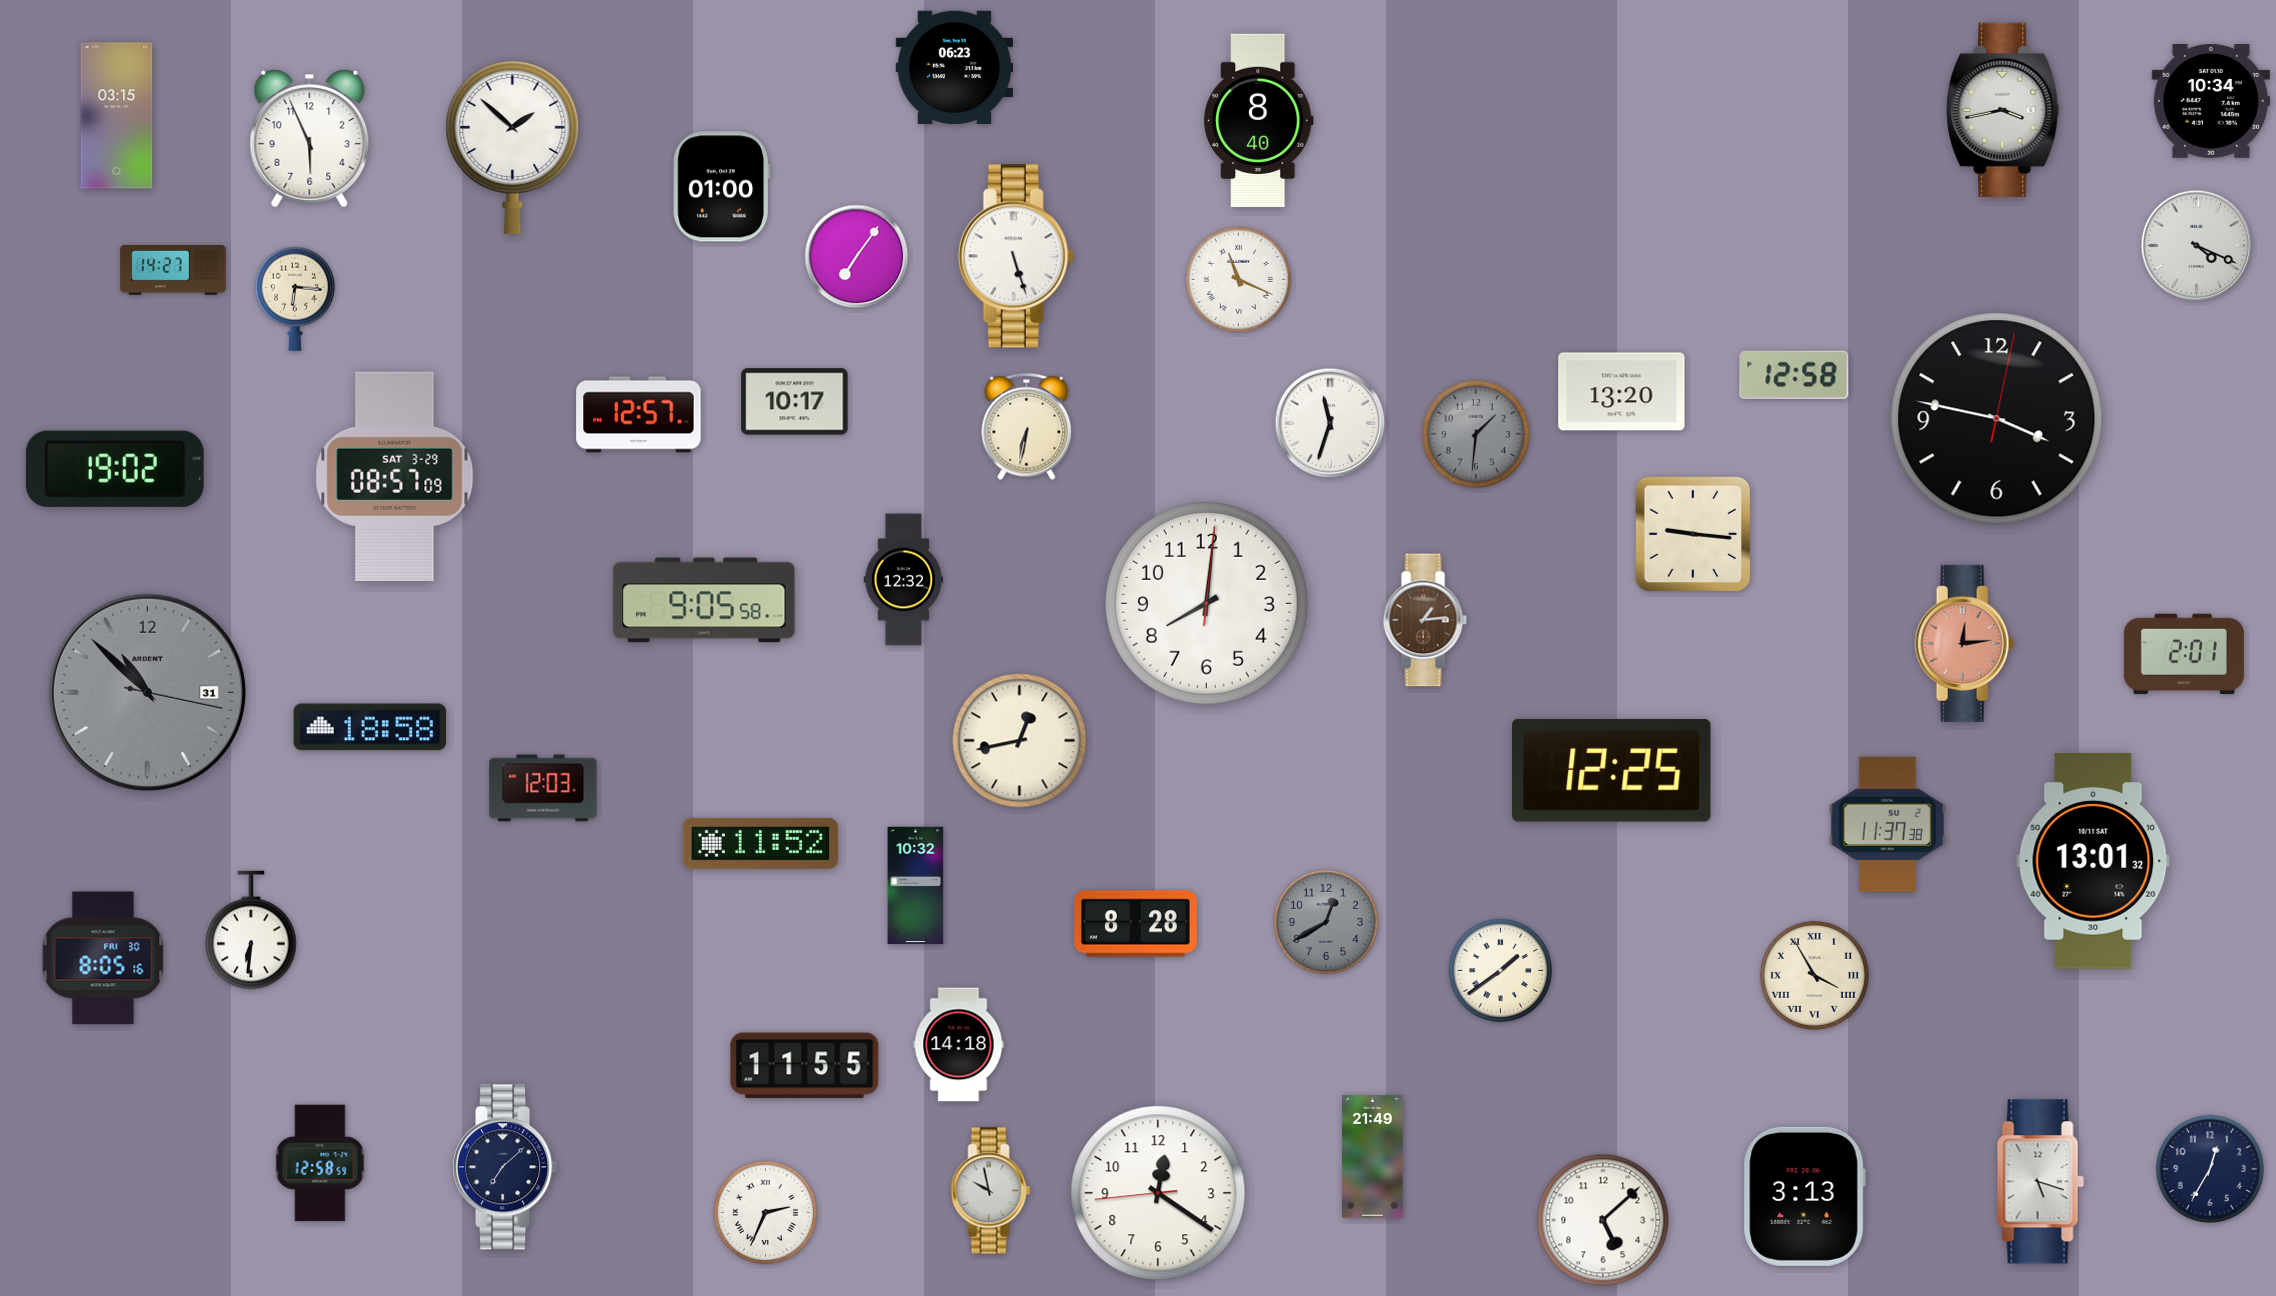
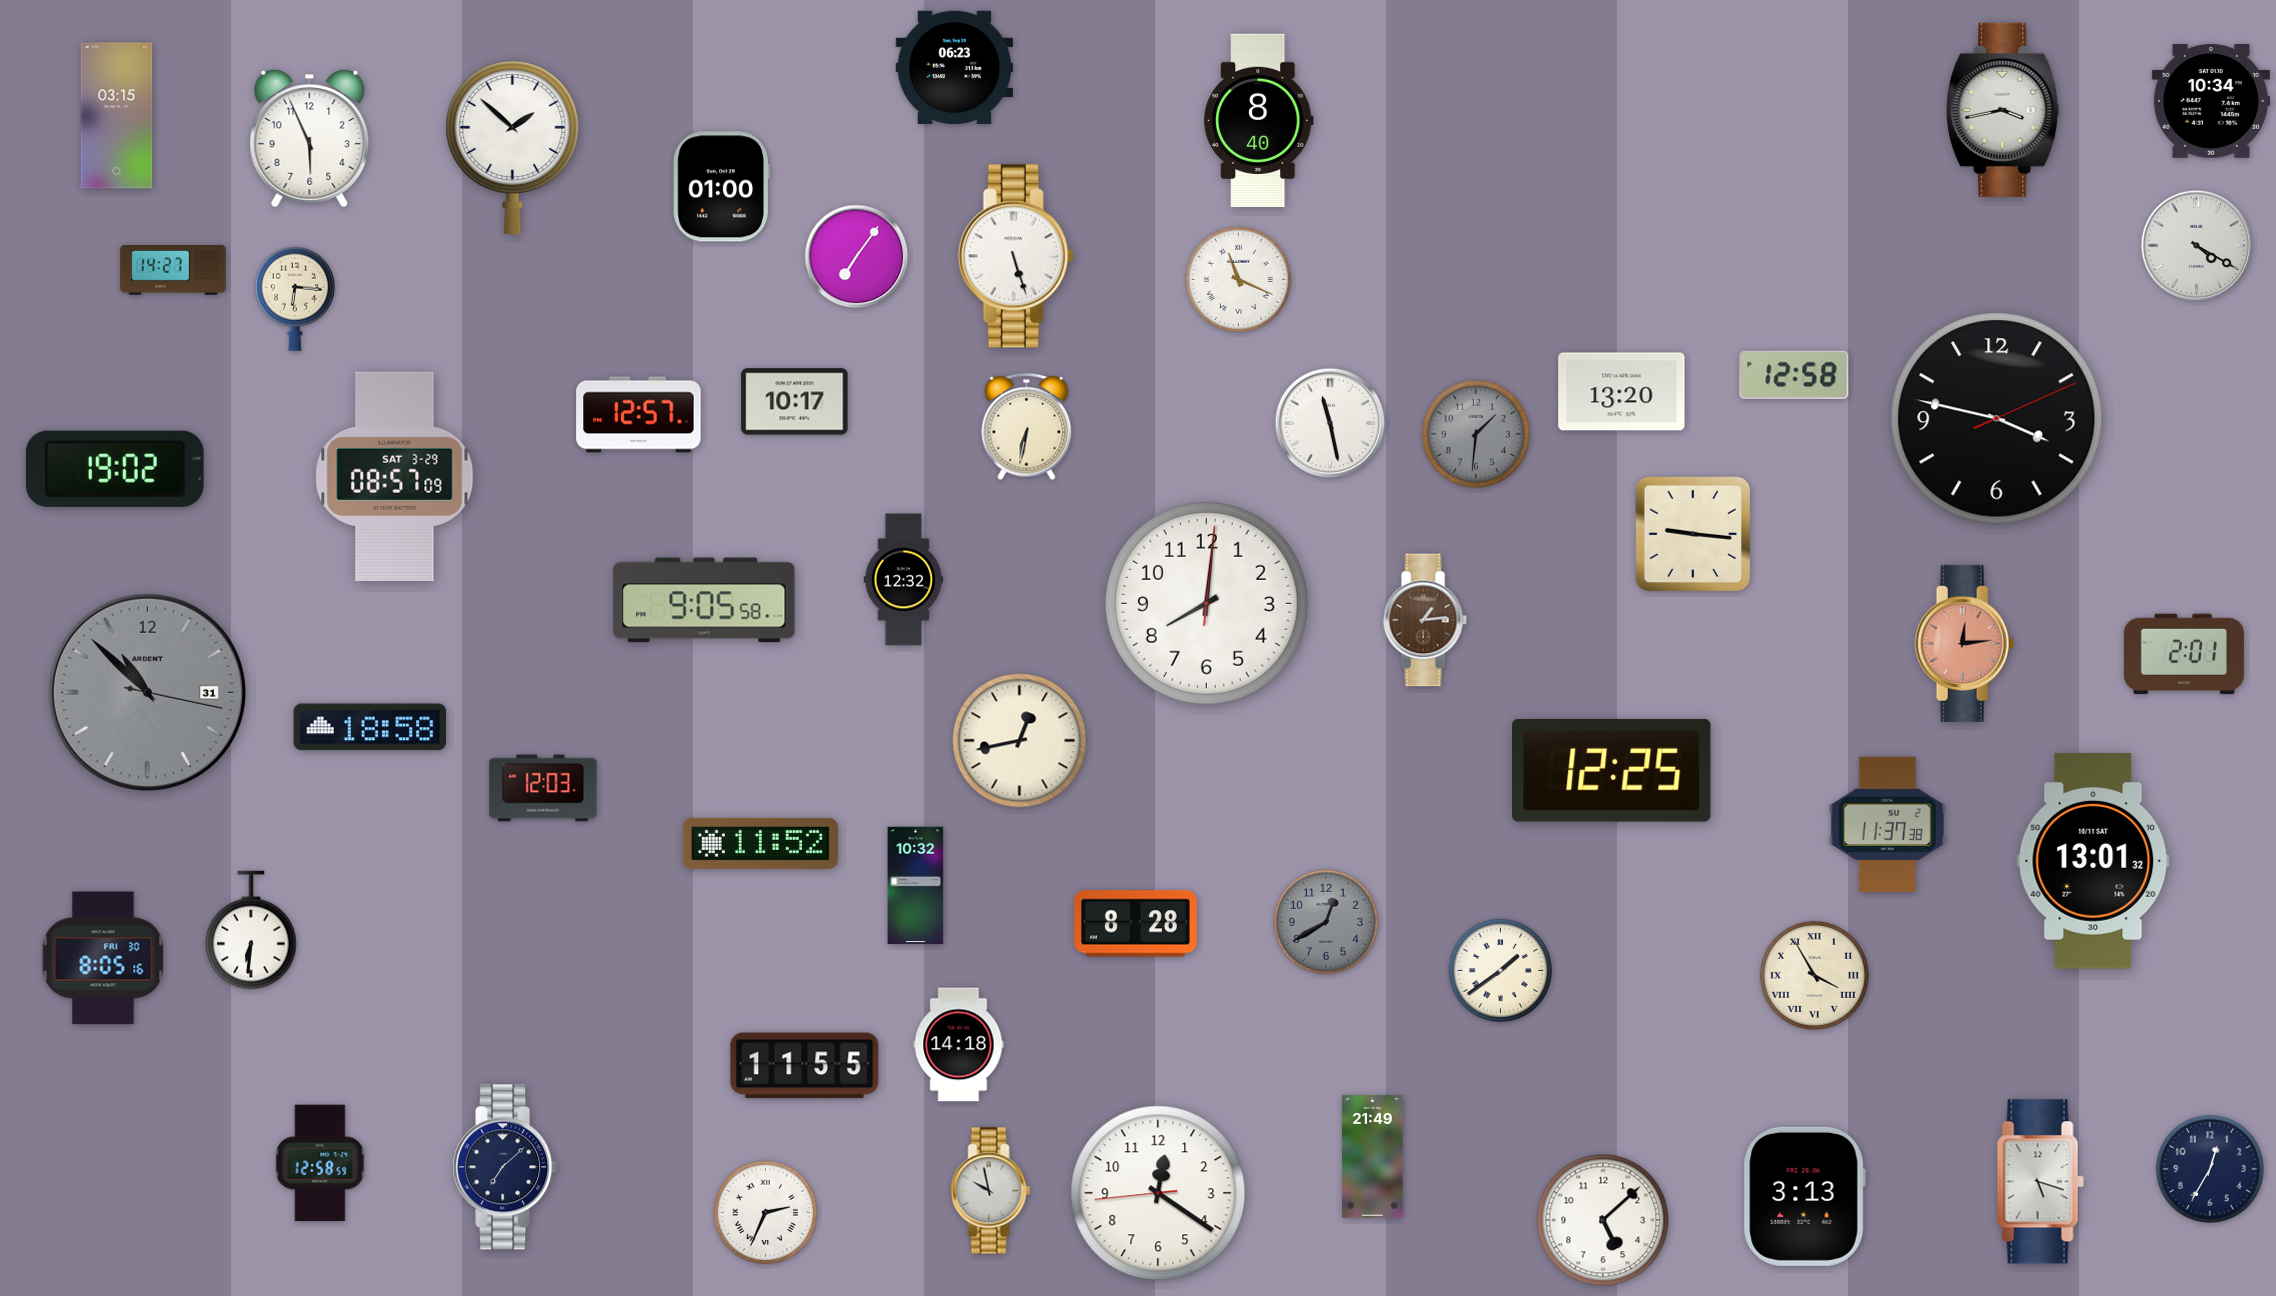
clock at (2197, 246): 4:19 -> 4:20
clock at (1997, 419): 3:47:02 -> 3:47:11
clock at (1330, 423): 11:33 -> 11:28
